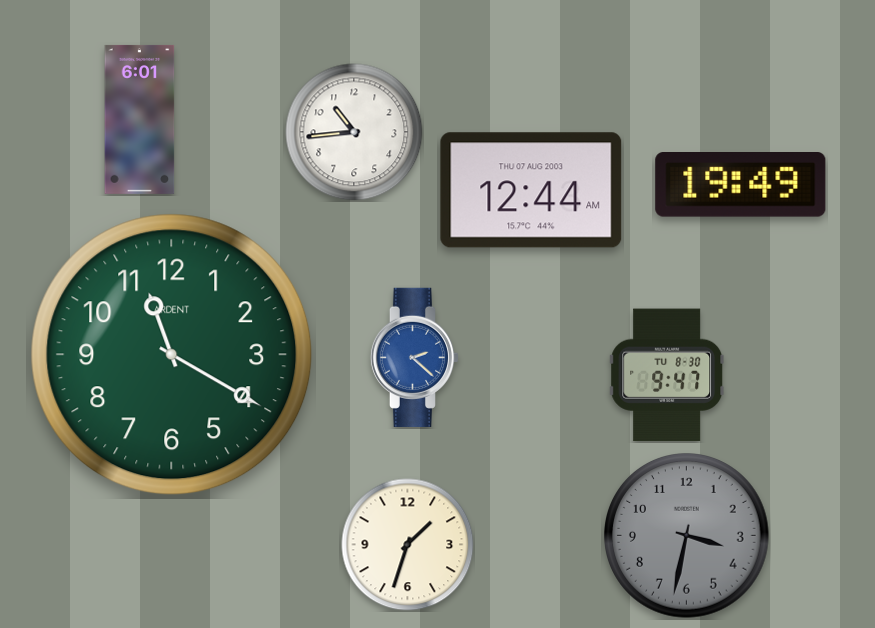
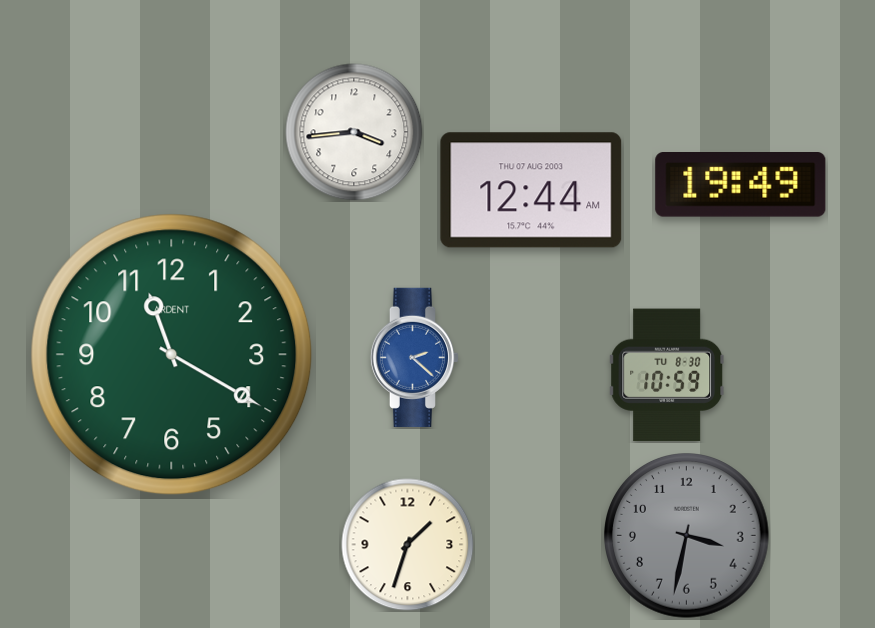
clock at (140, 119): 6:01 -> none
clock at (354, 132): 10:44 -> 3:44
clock at (667, 375): 9:47 -> 10:59
